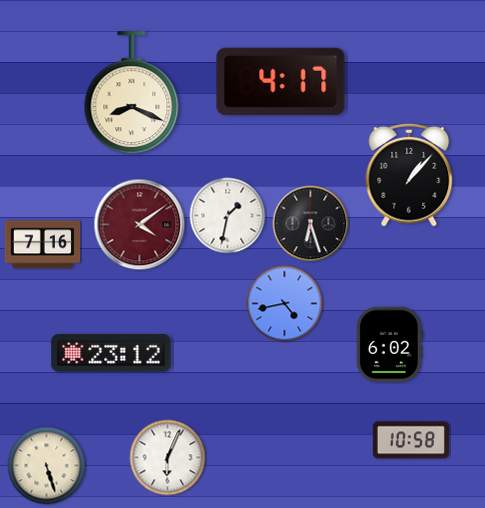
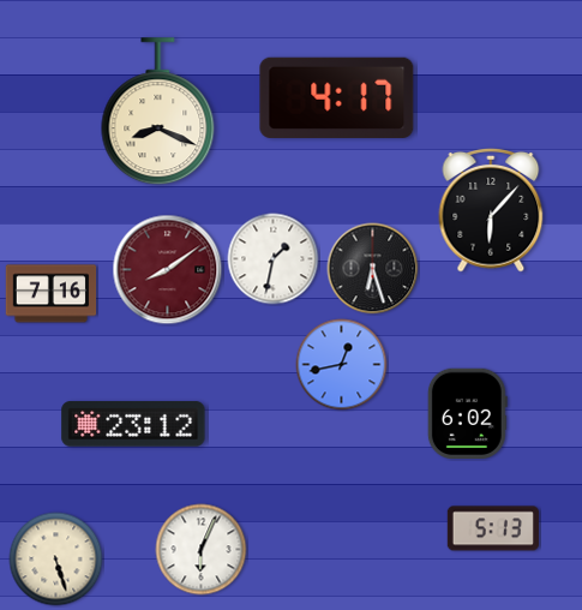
clock at (409, 176): 1:07 -> 6:07
clock at (140, 225): 4:09 -> 8:09
clock at (285, 304): 4:43 -> 12:43
clock at (411, 440): 10:58 -> 5:13
